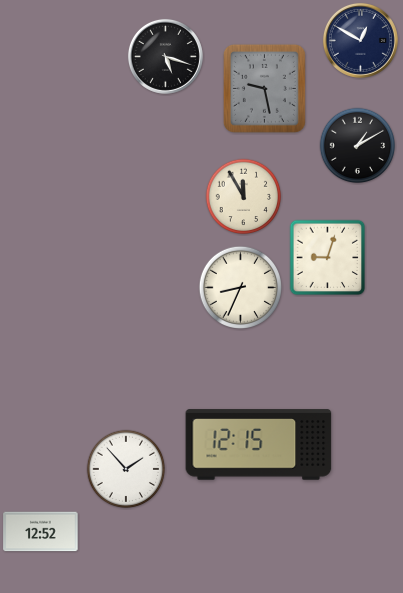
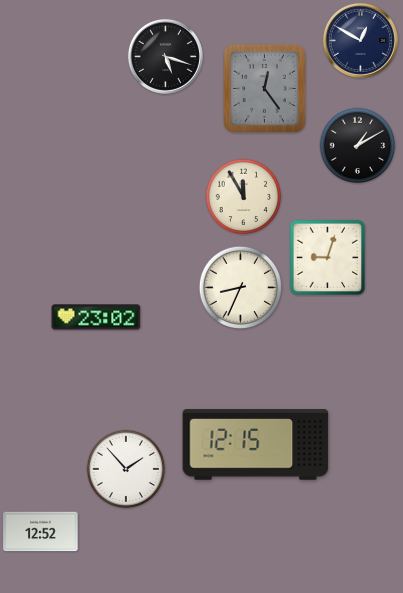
clock at (264, 88): 9:28 -> 12:24
clock at (96, 317): none -> 23:02
clock at (259, 445) position: (259, 445) -> (256, 445)
